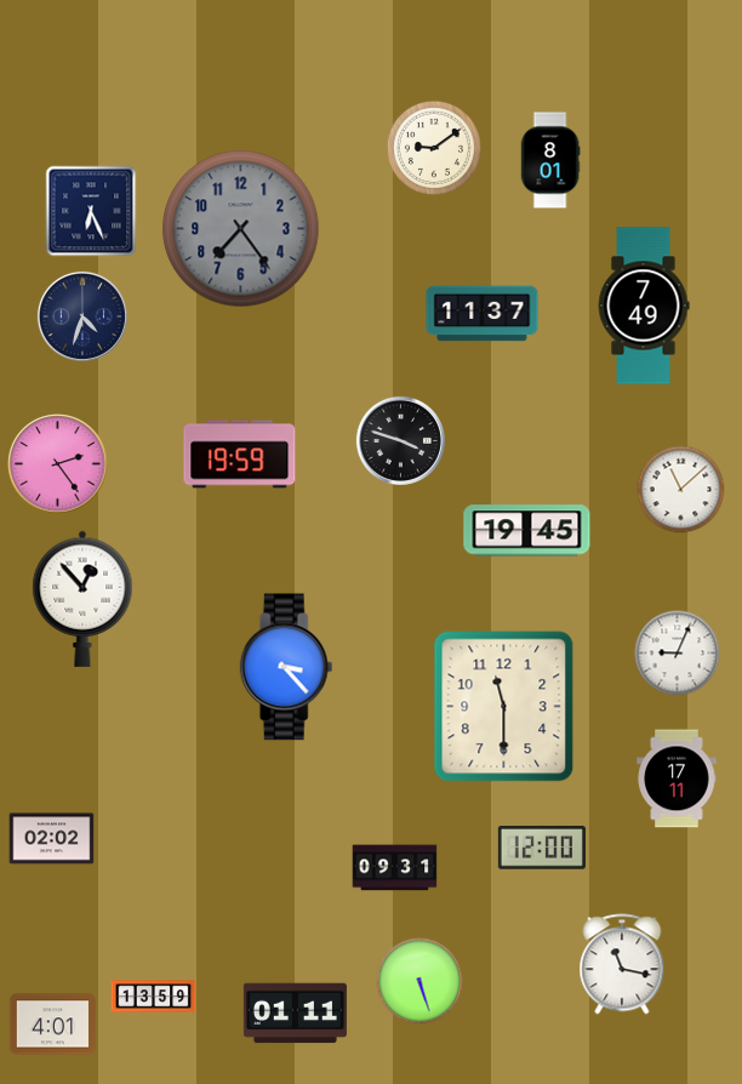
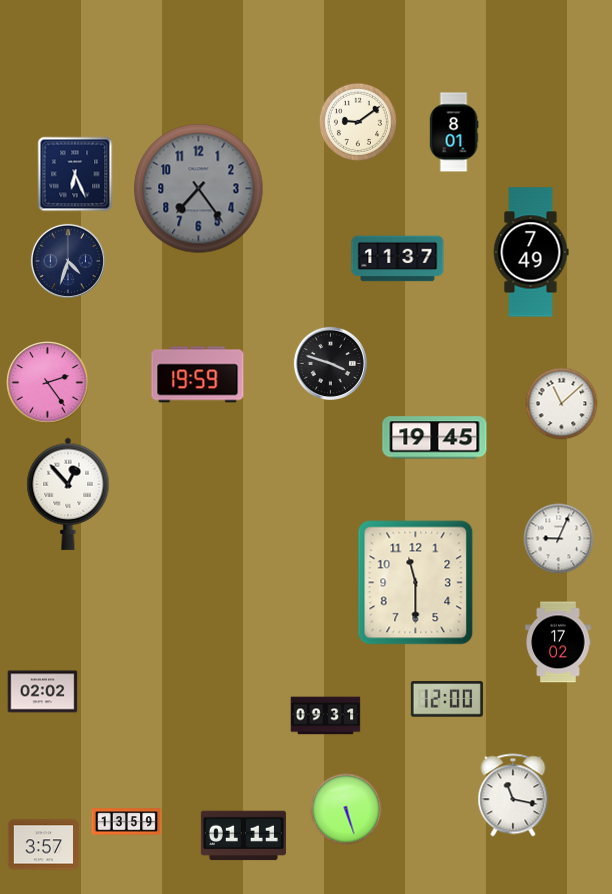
clock at (286, 667): 3:23 -> none
clock at (677, 778): 17:11 -> 17:02
clock at (53, 1025): 4:01 -> 3:57
